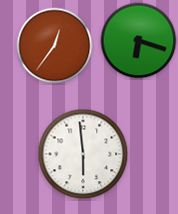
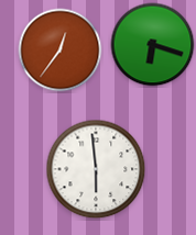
clock at (83, 154) position: (83, 154) -> (96, 169)
